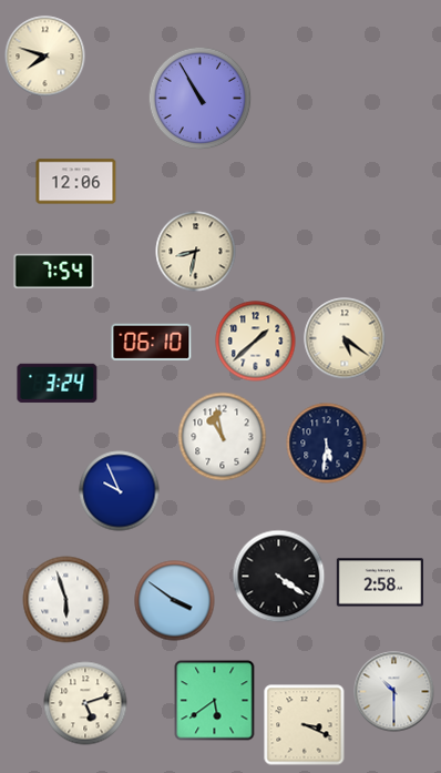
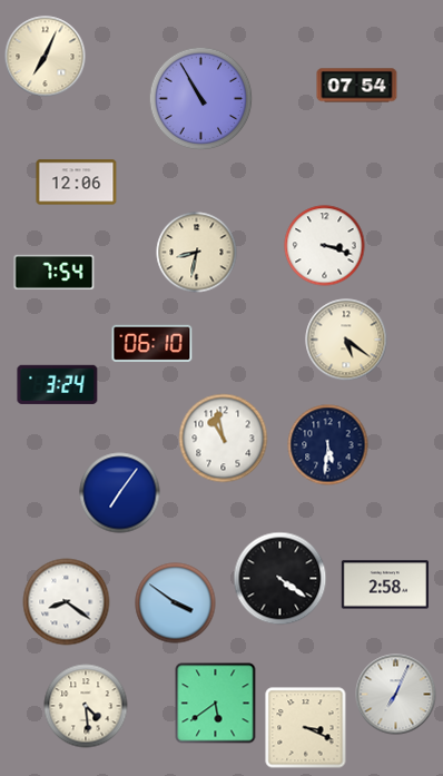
clock at (45, 57): 7:48 -> 7:04
clock at (357, 86): none -> 07:54
clock at (325, 246): none -> 3:18
clock at (256, 342): 1:38 -> none
clock at (120, 491): 9:56 -> 7:06
clock at (379, 582) position: (379, 582) -> (384, 585)
clock at (66, 600): 5:57 -> 8:21
clock at (394, 692): 10:30 -> 7:04
clock at (85, 703): 5:12 -> 4:29
